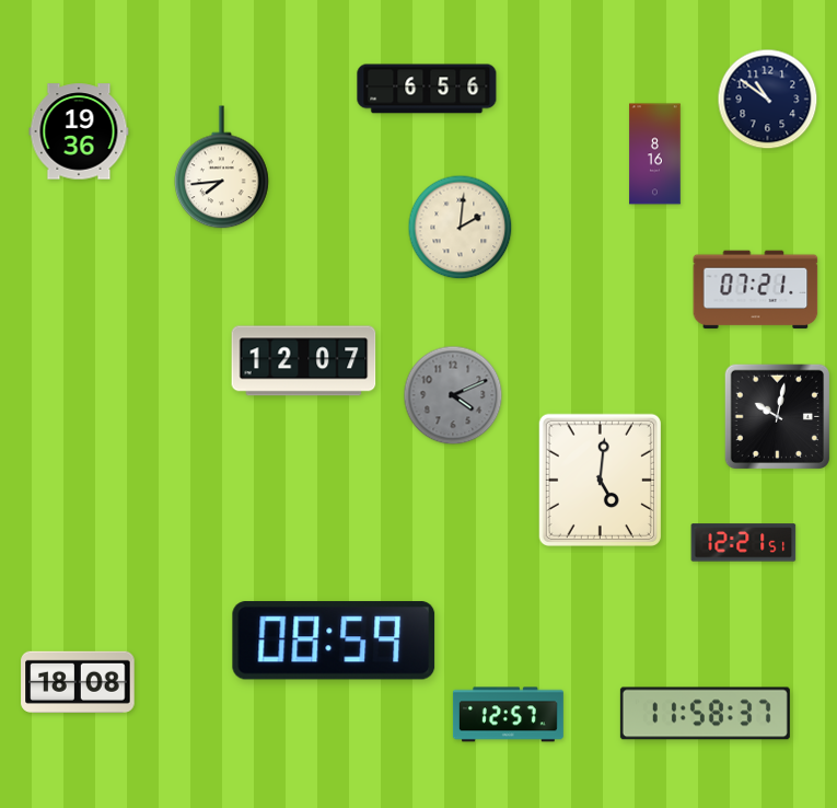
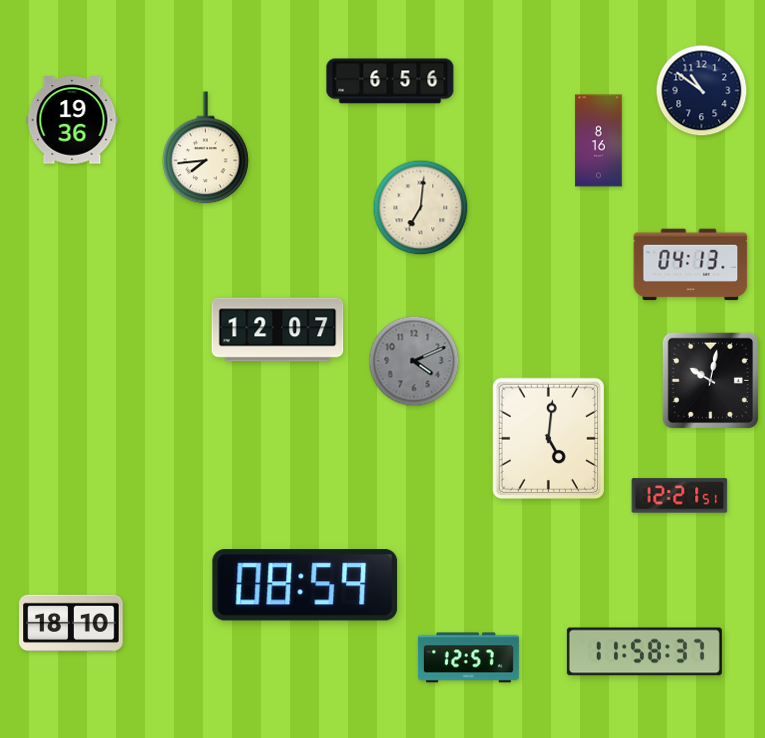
clock at (222, 168) position: (222, 168) -> (206, 148)
clock at (461, 228): 2:01 -> 7:01
clock at (756, 290): 07:21 -> 04:13
clock at (78, 682): 18:08 -> 18:10
clock at (508, 715) position: (508, 715) -> (468, 658)
